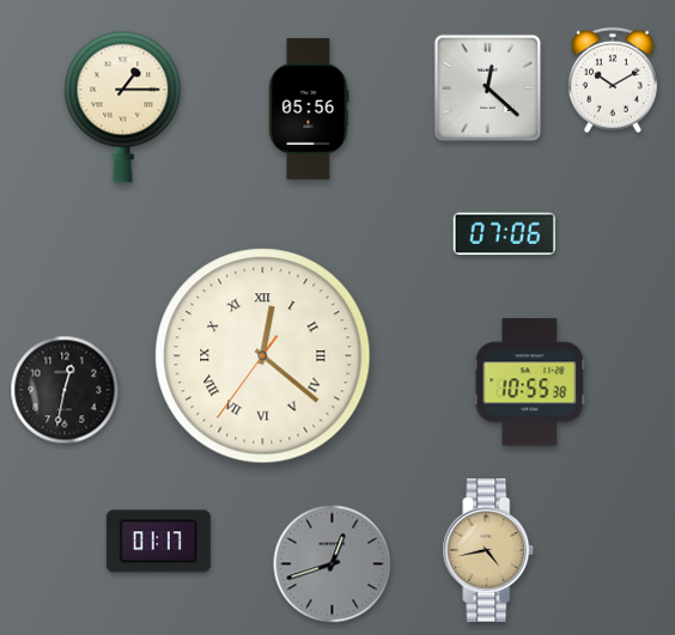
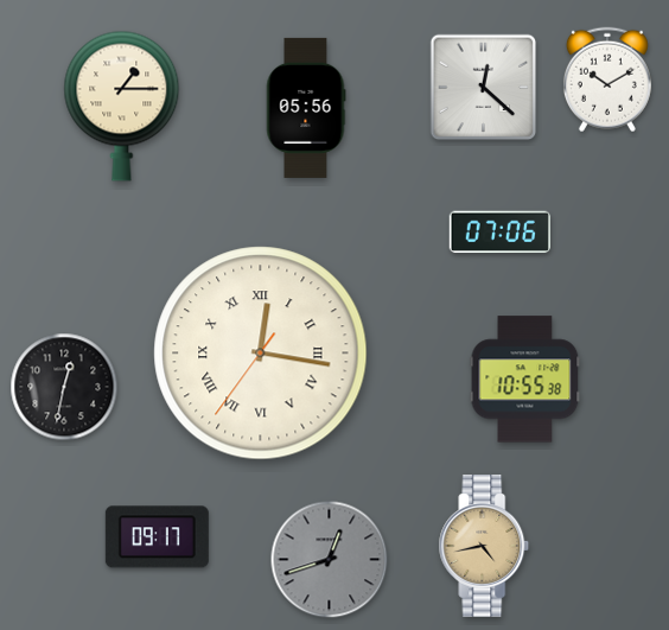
clock at (263, 356): 12:21 -> 12:16
clock at (158, 542): 01:17 -> 09:17
